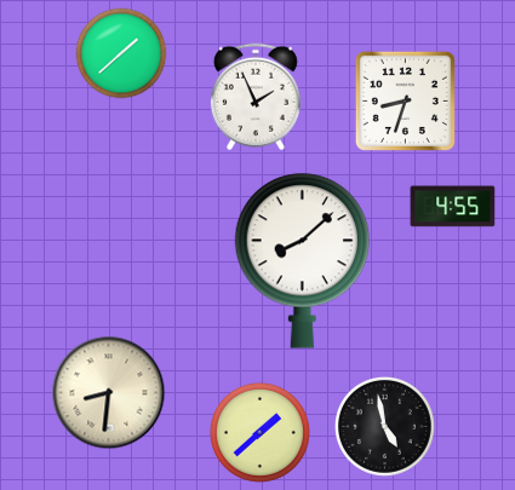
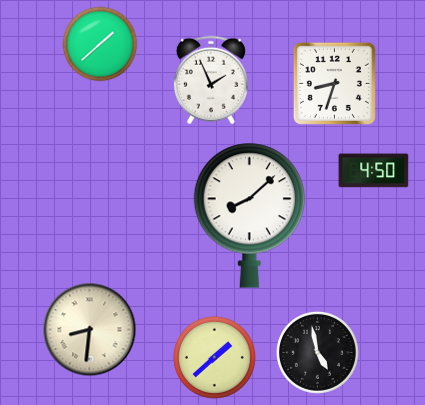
clock at (453, 207): 4:55 -> 4:50
clock at (109, 393) position: (109, 393) -> (90, 330)
